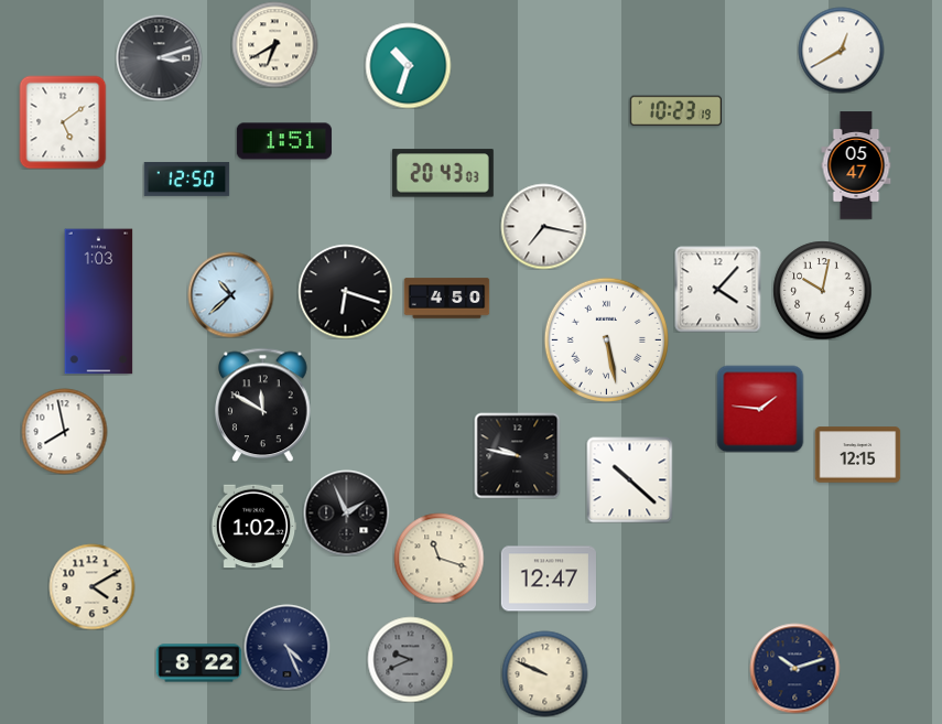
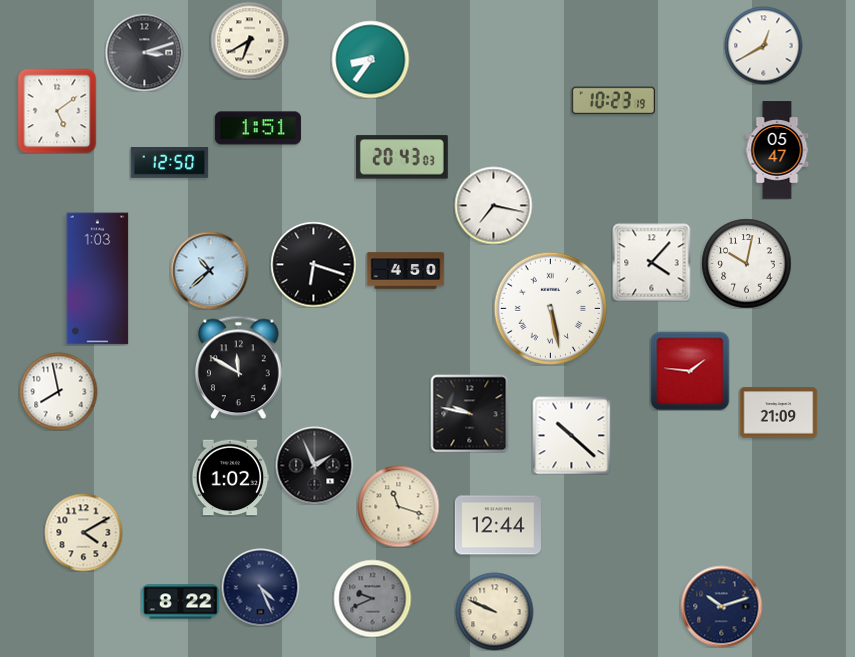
clock at (408, 65): 10:33 -> 8:36
clock at (230, 294) position: (230, 294) -> (209, 270)
clock at (99, 302) position: (99, 302) -> (98, 279)
clock at (857, 455): 12:15 -> 21:09
clock at (549, 579): 12:47 -> 12:44
